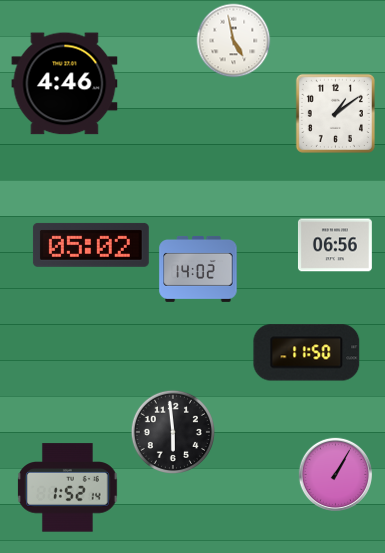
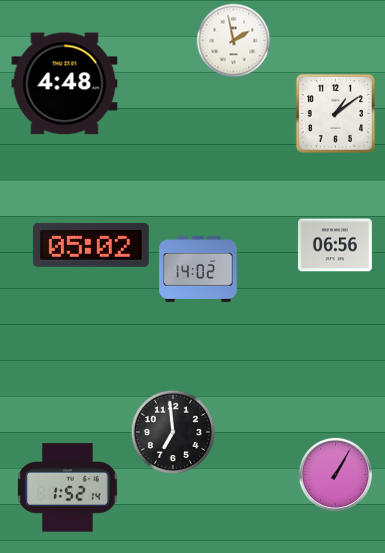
clock at (234, 41): 4:58 -> 1:58
clock at (65, 84): 4:46 -> 4:48
clock at (307, 353): 11:50 -> none
clock at (172, 431): 5:59 -> 6:59
